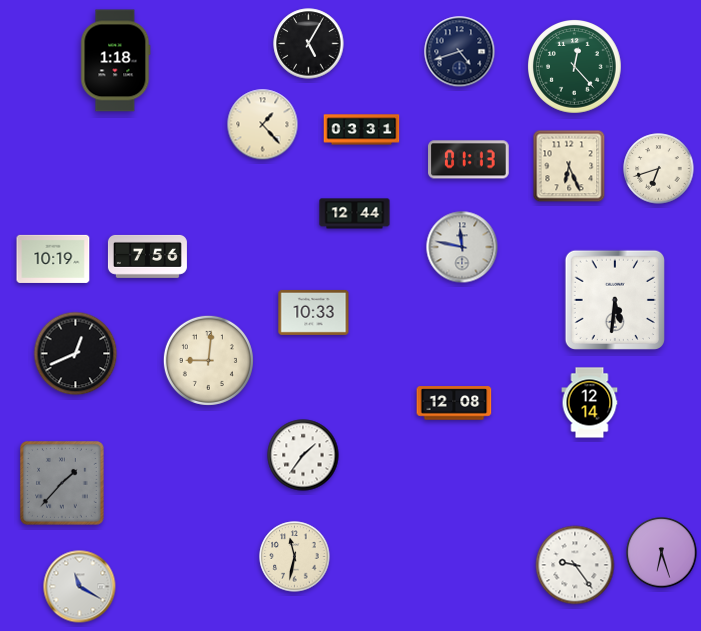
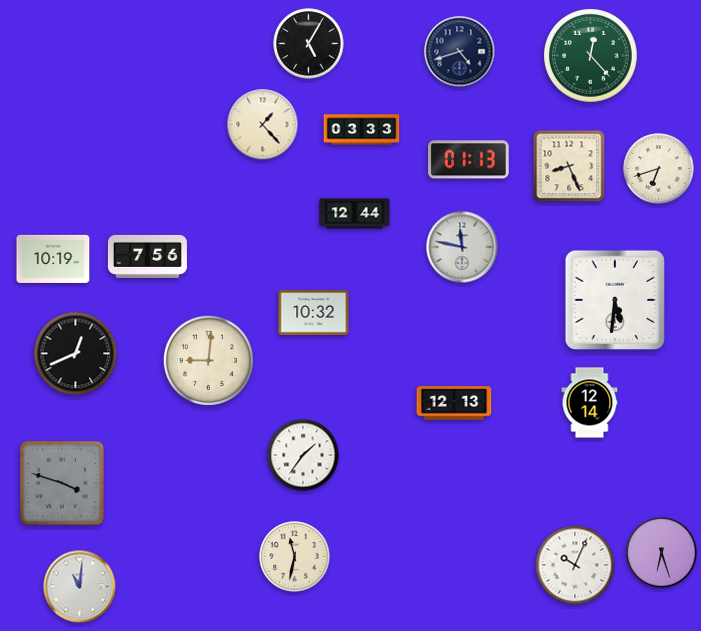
clock at (116, 61): 1:18 -> none
clock at (575, 67) position: (575, 67) -> (591, 56)
clock at (362, 130): 03:31 -> 03:33
clock at (569, 166): 6:26 -> 8:26
clock at (314, 312): 10:33 -> 10:32
clock at (454, 403): 12:08 -> 12:13
clock at (63, 484): 1:37 -> 3:48
clock at (575, 565): 9:24 -> 10:04
clock at (80, 587): 11:20 -> 11:01
